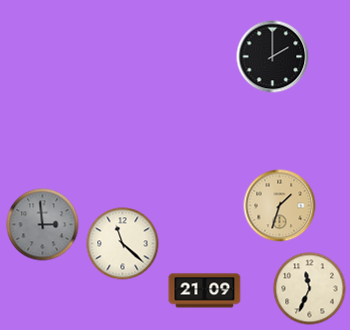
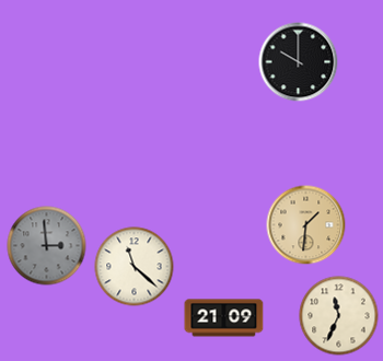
clock at (273, 57): 2:00 -> 10:00
clock at (280, 206): 1:33 -> 1:31
